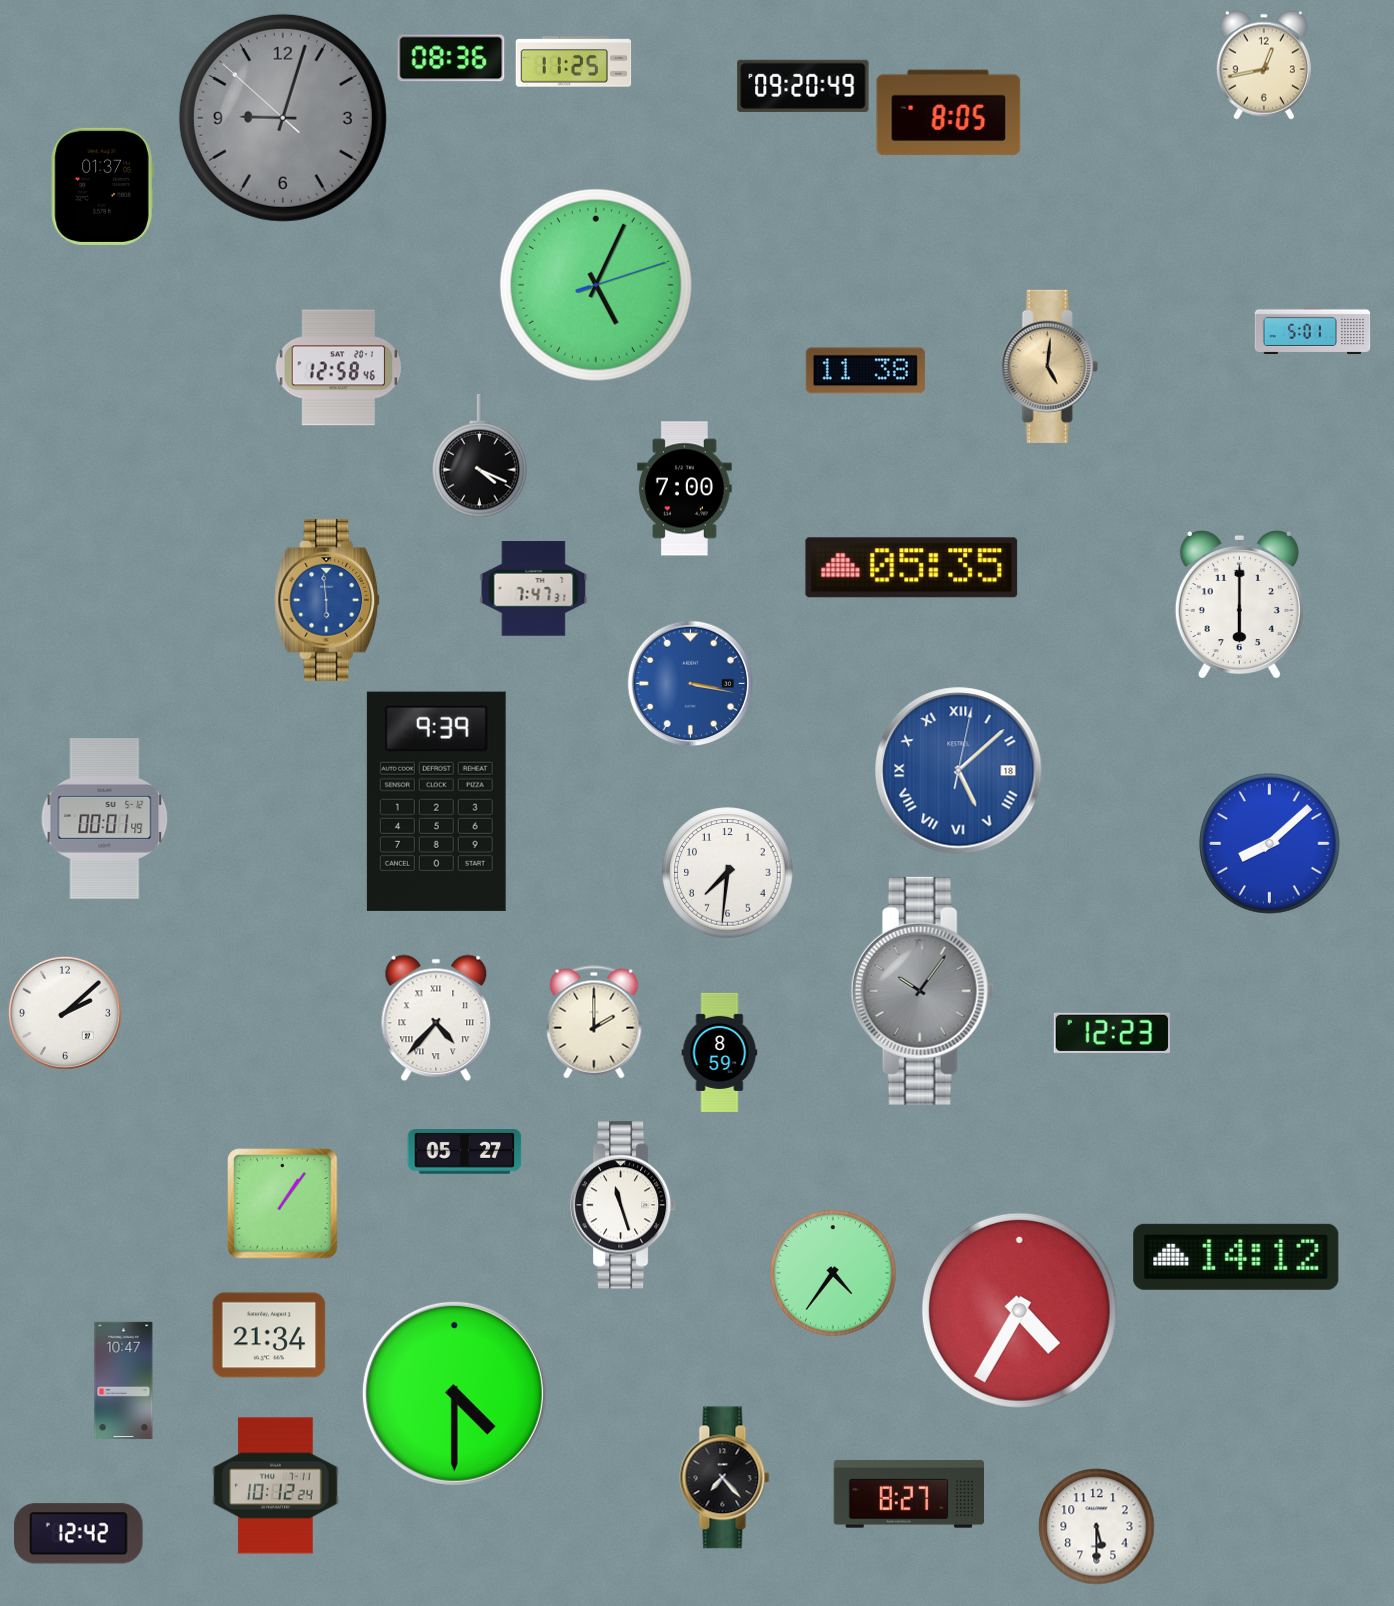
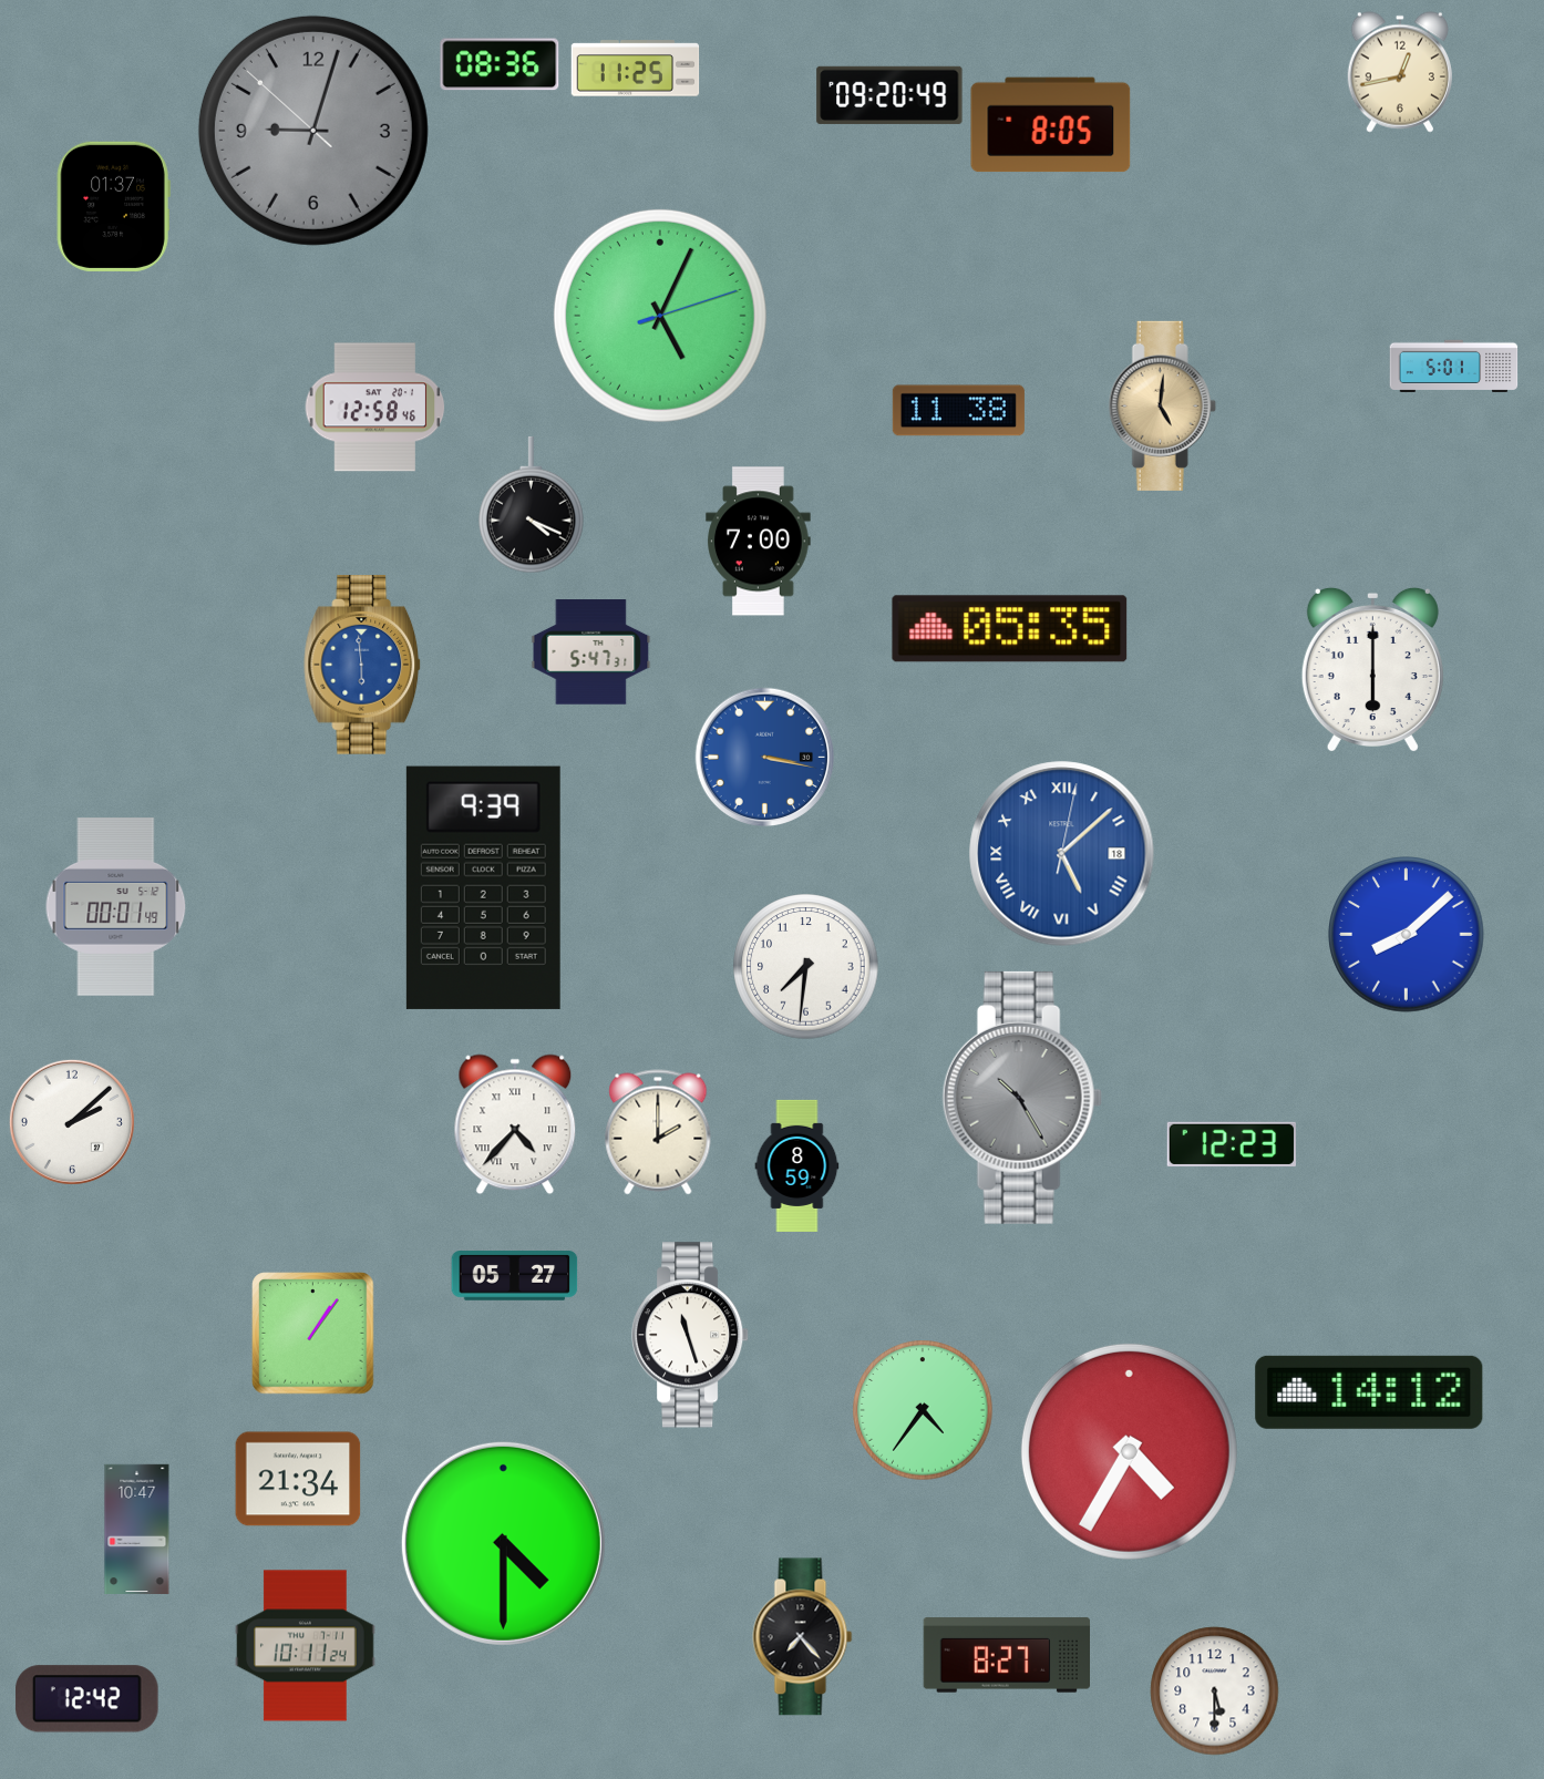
clock at (534, 589): 7:47 -> 5:47
clock at (923, 991): 10:06 -> 10:25
clock at (436, 1018) position: (436, 1018) -> (515, 1124)
clock at (276, 1486): 10:12 -> 10:11
